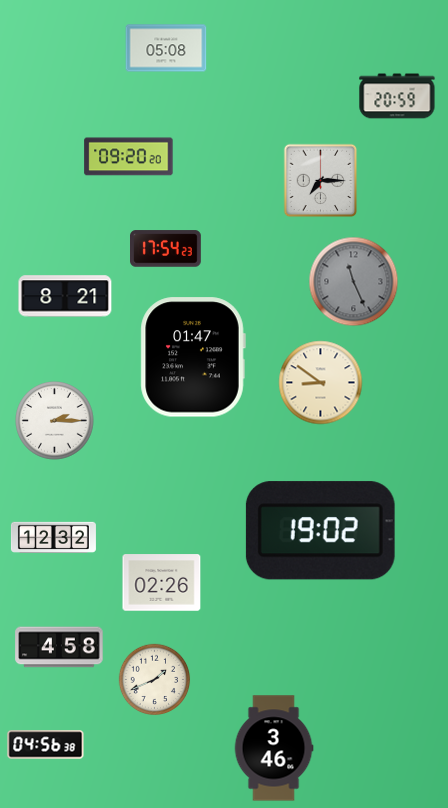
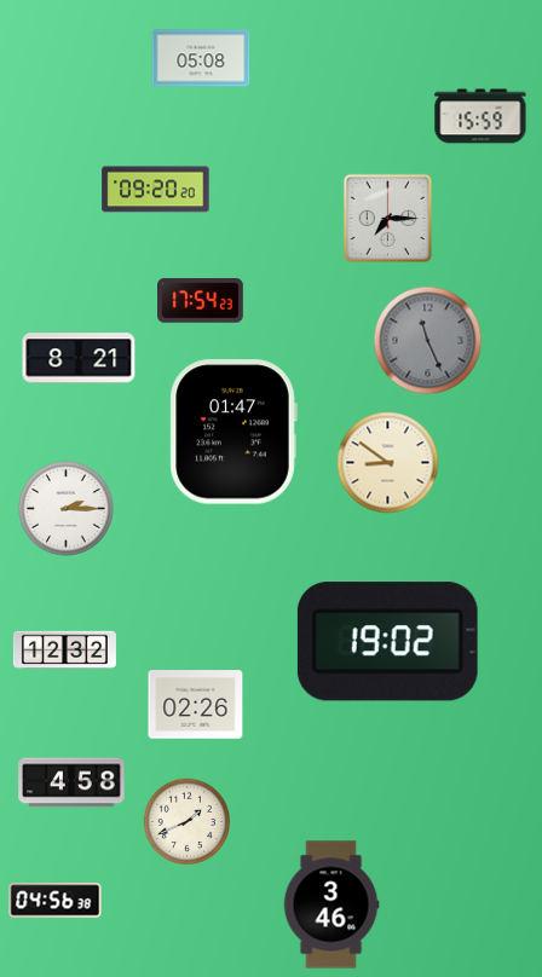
clock at (397, 96): 20:59 -> 15:59
